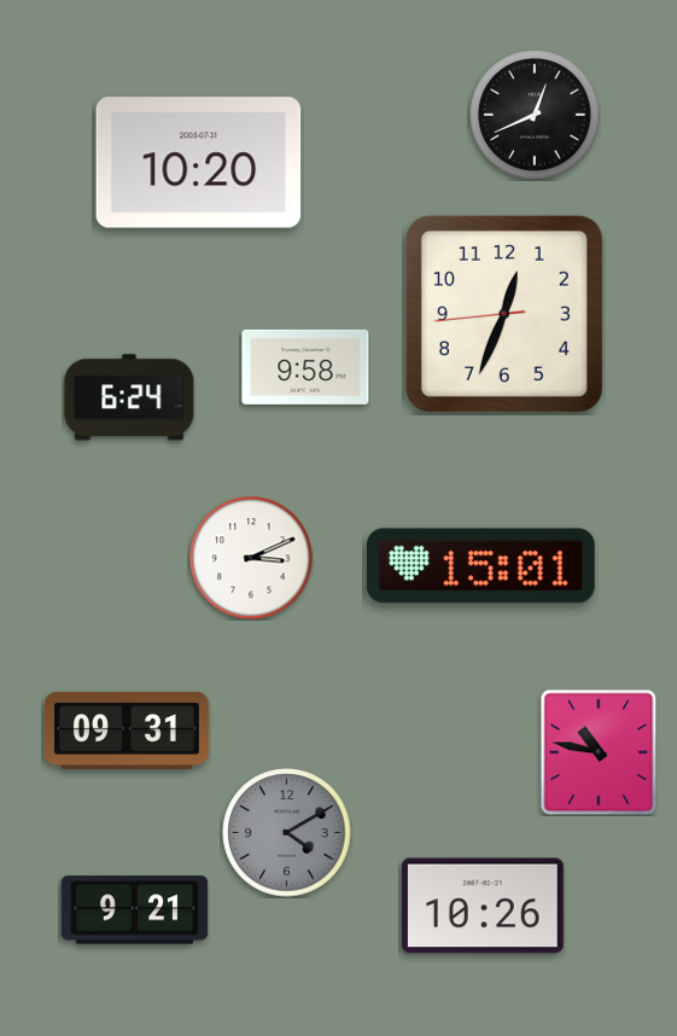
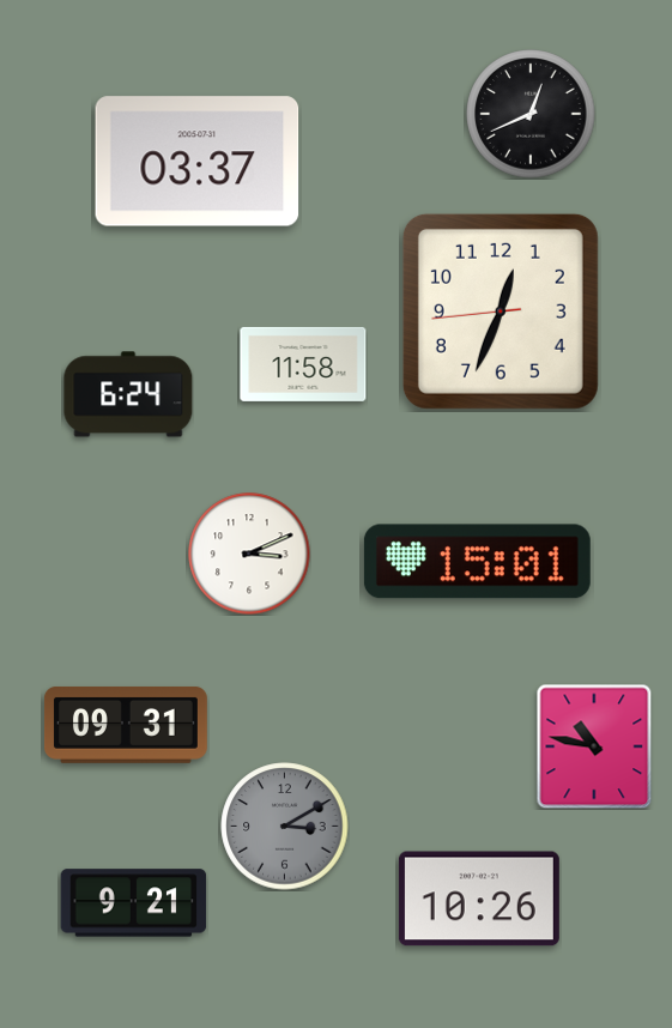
clock at (199, 163): 10:20 -> 03:37
clock at (305, 367): 9:58 -> 11:58
clock at (287, 833): 4:10 -> 3:10
